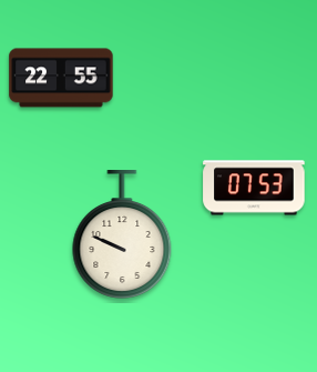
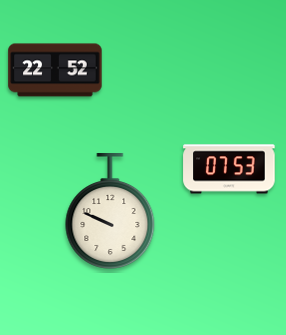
clock at (61, 78): 22:55 -> 22:52
